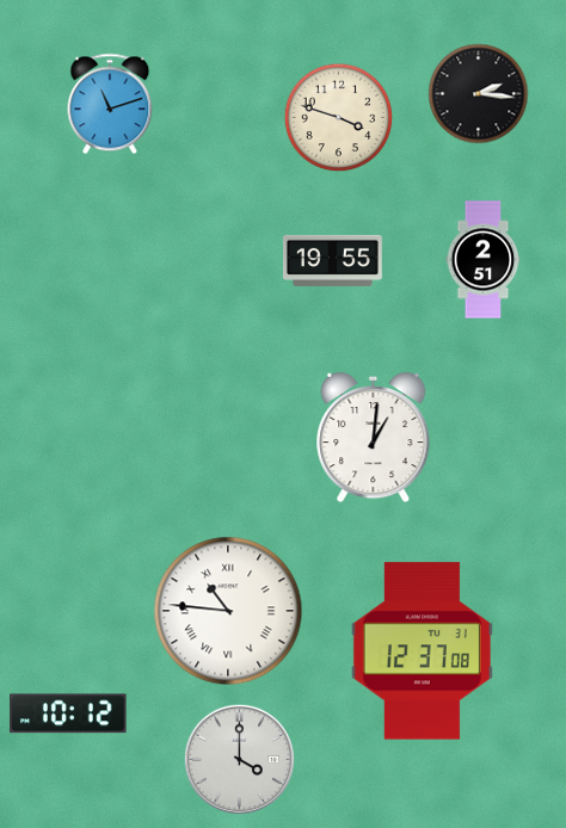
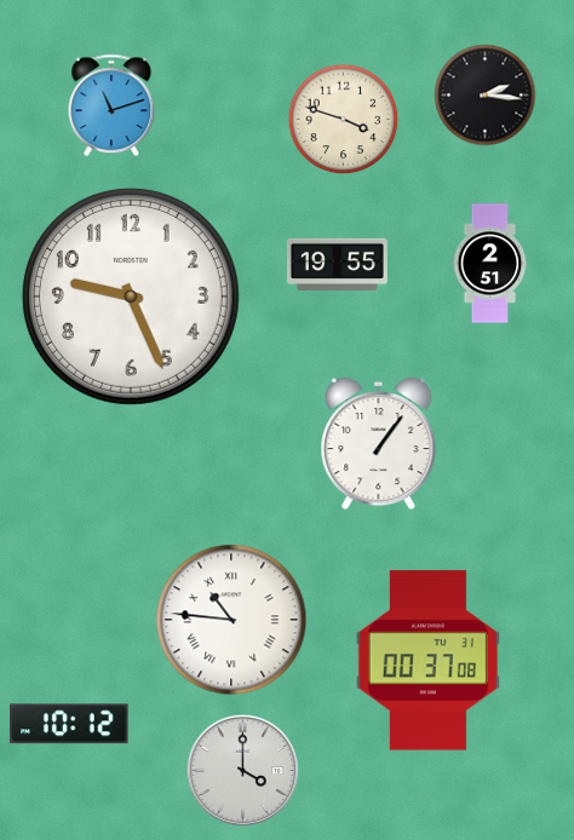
clock at (131, 297): none -> 9:26
clock at (374, 438): 1:01 -> 1:06
clock at (422, 651): 12:37 -> 00:37
